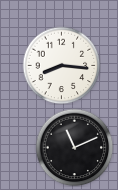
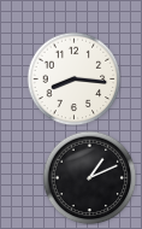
clock at (74, 147): 11:11 -> 1:11
